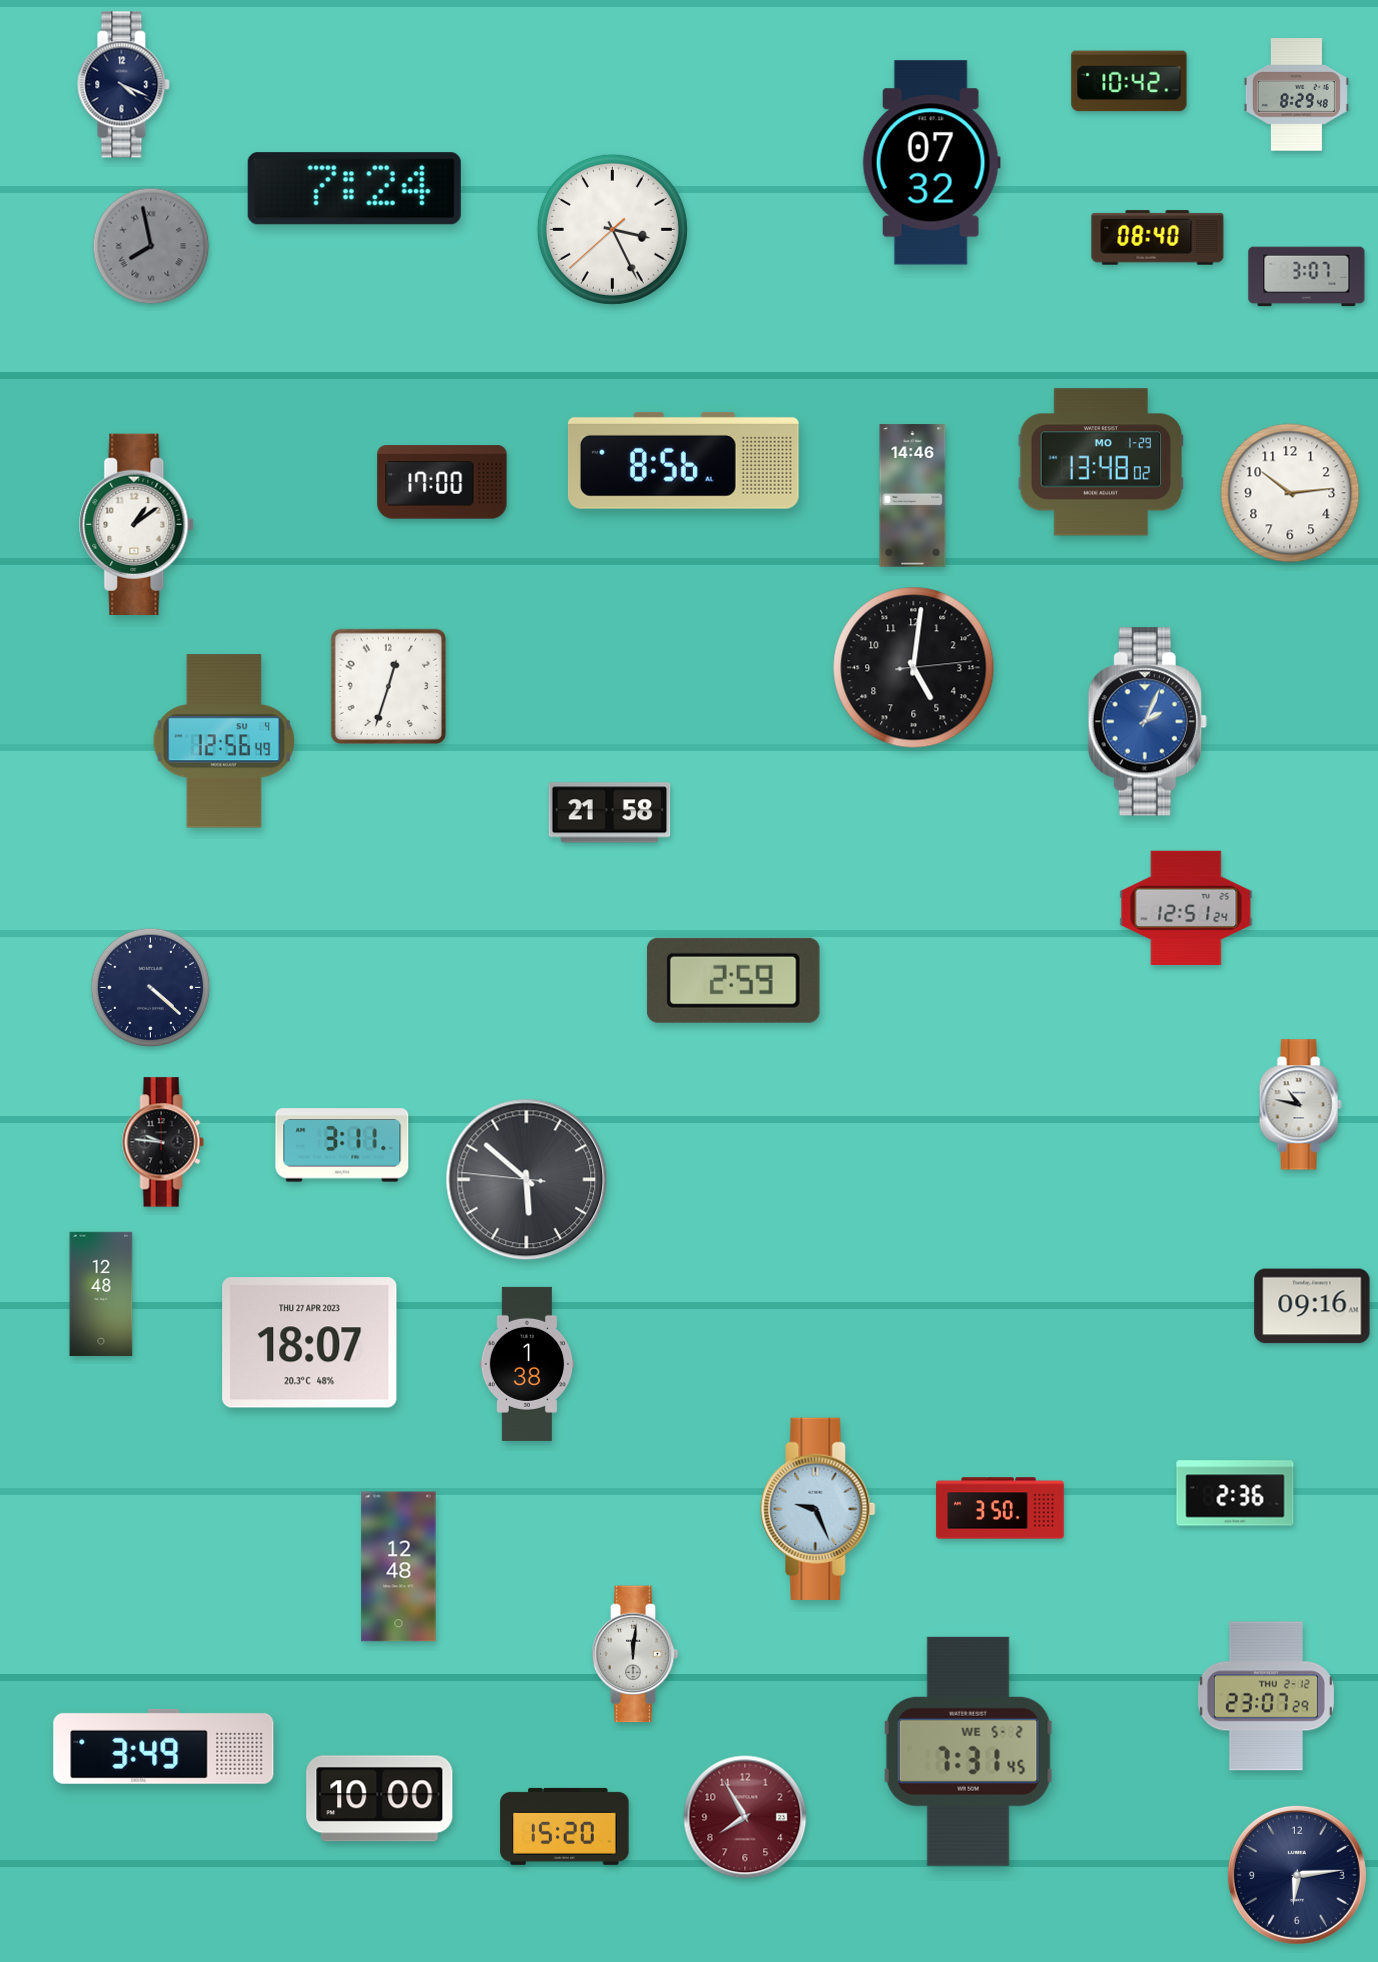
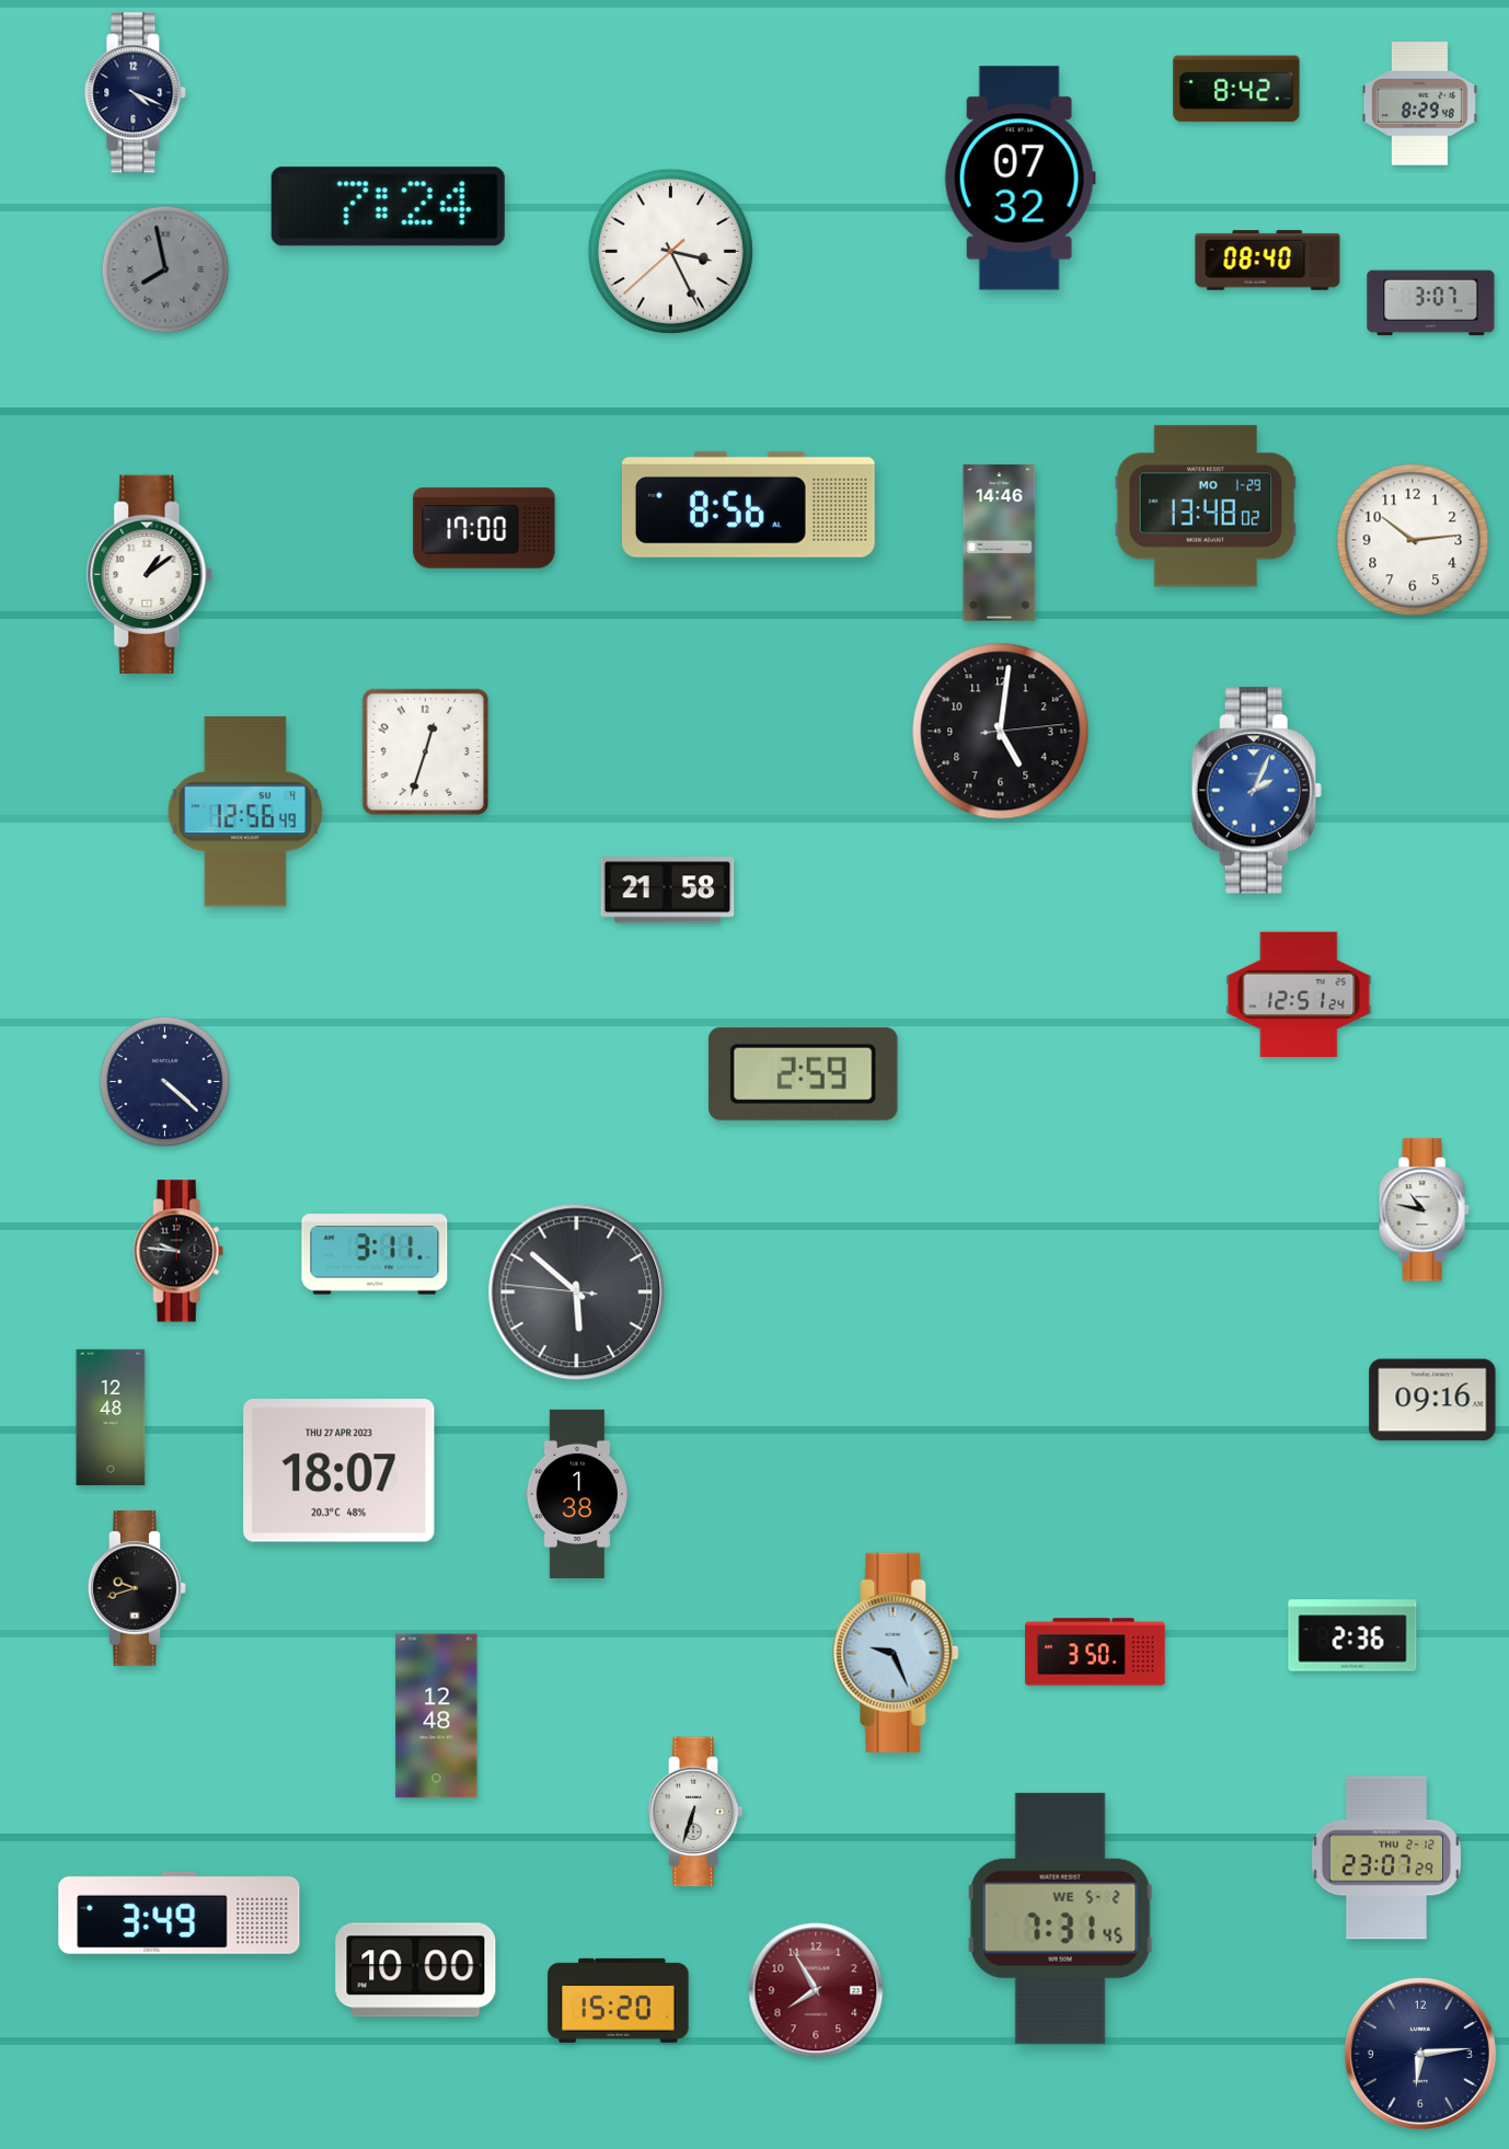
clock at (1129, 81): 10:42 -> 8:42
clock at (1312, 1306) position: (1312, 1306) -> (1432, 1400)
clock at (138, 1589): none -> 9:42
clock at (635, 1654): 12:01 -> 6:33
